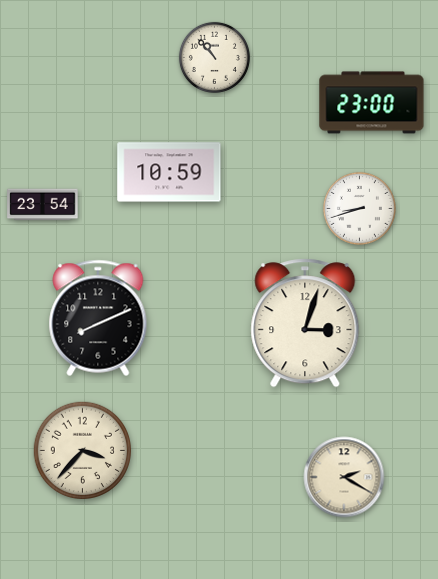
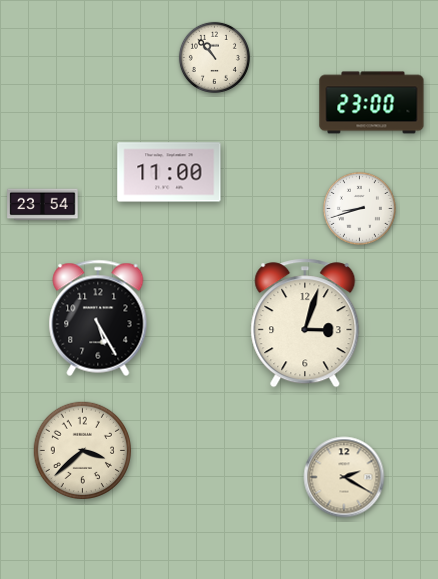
clock at (169, 172): 10:59 -> 11:00
clock at (98, 318): 8:11 -> 5:25
clock at (82, 450): 3:37 -> 3:38
